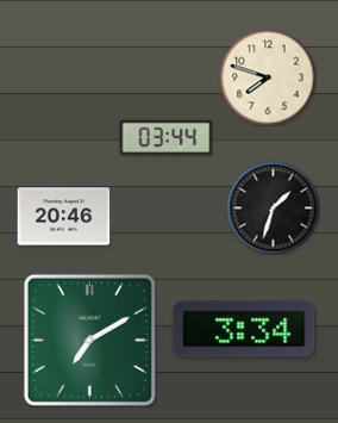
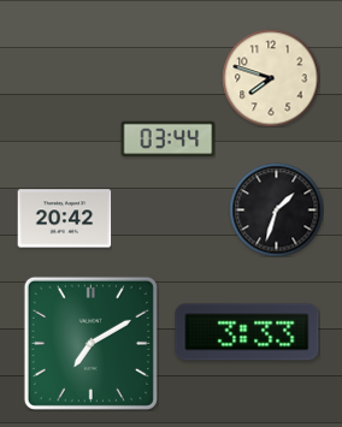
clock at (63, 217): 20:46 -> 20:42
clock at (244, 329): 3:34 -> 3:33
